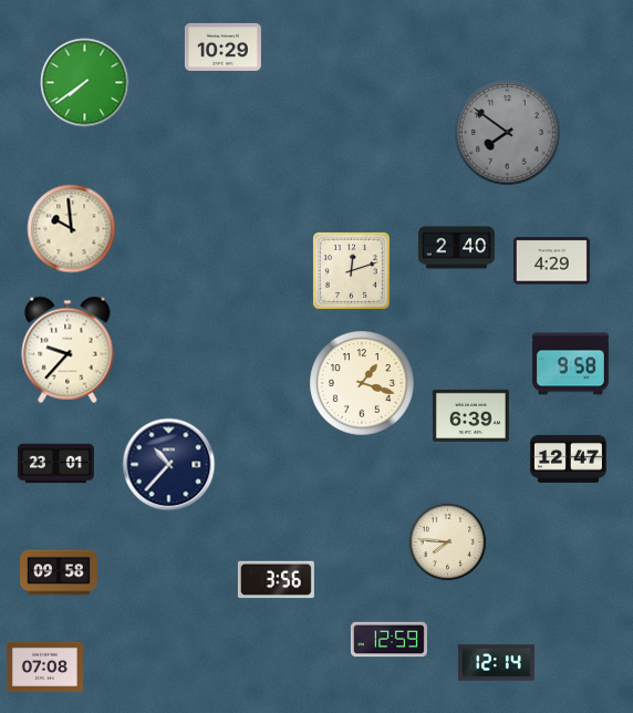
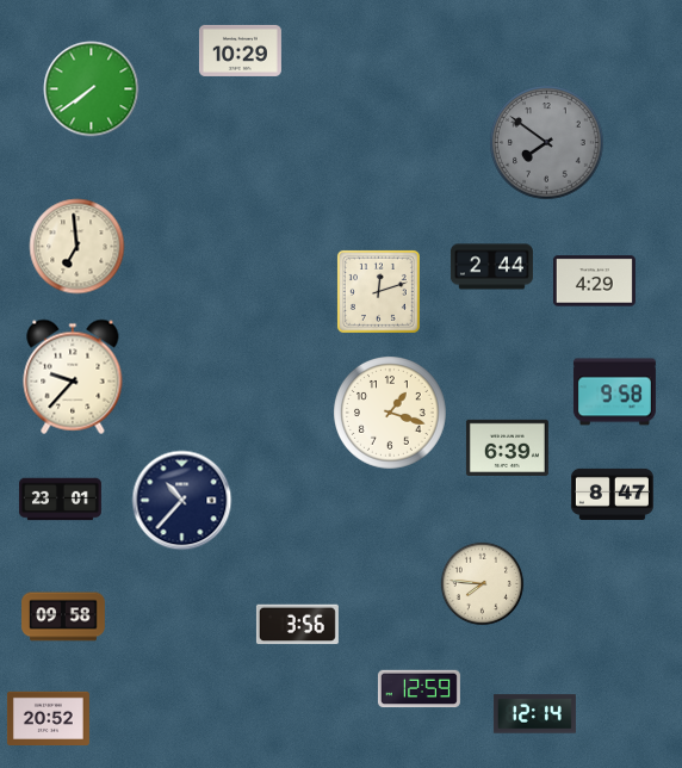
clock at (72, 229): 9:59 -> 6:59
clock at (456, 248): 2:40 -> 2:44
clock at (568, 458): 12:47 -> 8:47
clock at (44, 666): 07:08 -> 20:52
